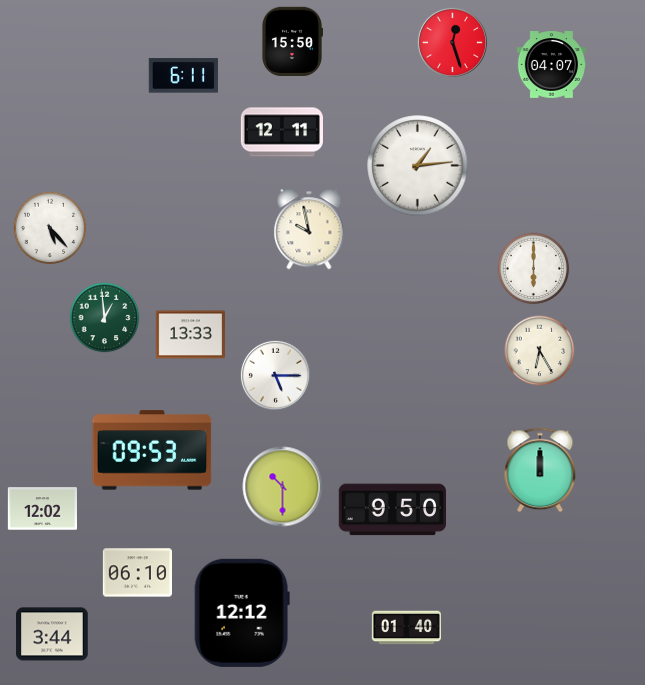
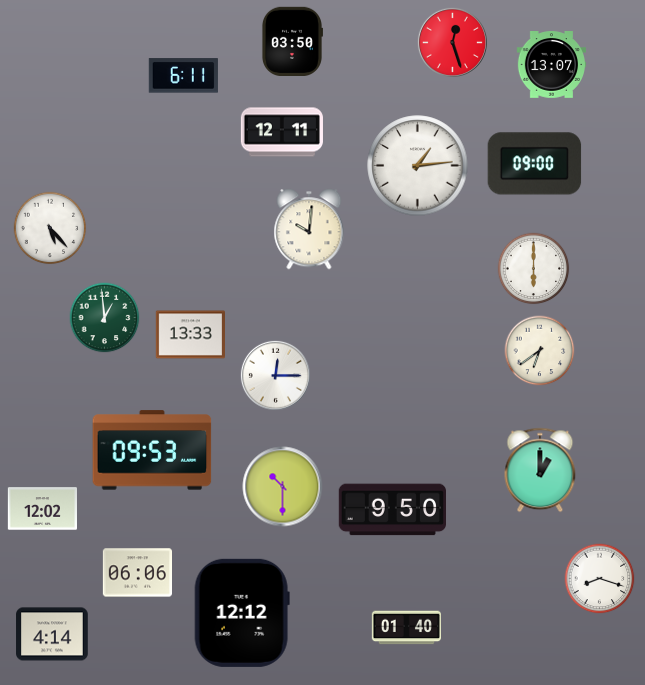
clock at (292, 41): 15:50 -> 03:50
clock at (551, 65): 04:07 -> 13:07
clock at (535, 164): none -> 09:00
clock at (309, 229): 9:58 -> 10:01
clock at (540, 351): 6:25 -> 6:39
clock at (275, 375): 5:15 -> 12:15
clock at (540, 470): 12:00 -> 1:00
clock at (137, 573): 06:10 -> 06:06
clock at (600, 579): none -> 8:18
clock at (52, 634): 3:44 -> 4:14
